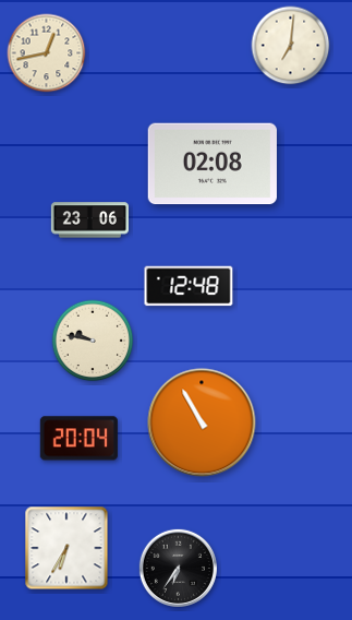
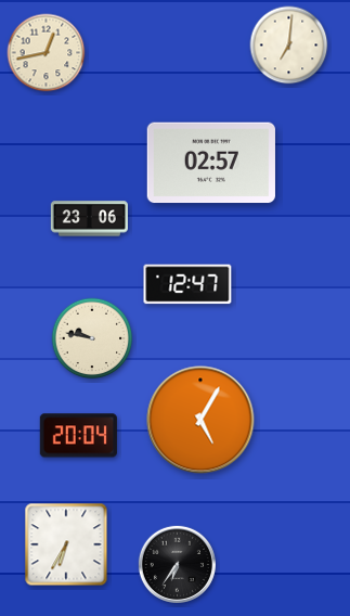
clock at (213, 164): 02:08 -> 02:57
clock at (189, 286): 12:48 -> 12:47
clock at (202, 422): 10:55 -> 5:05
